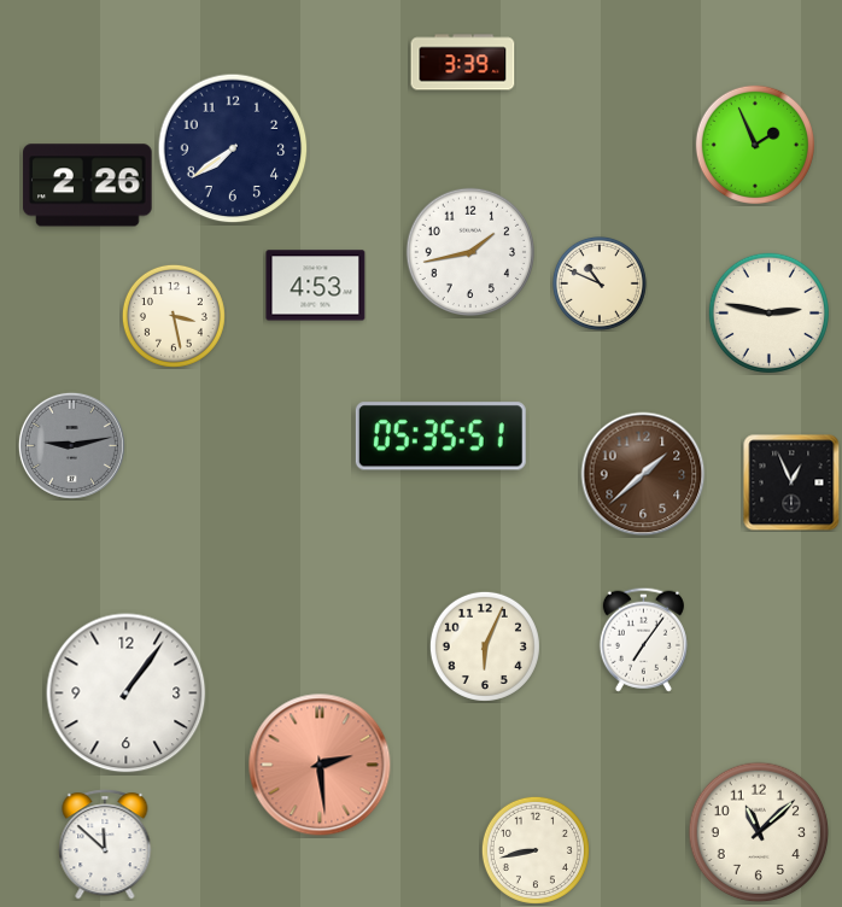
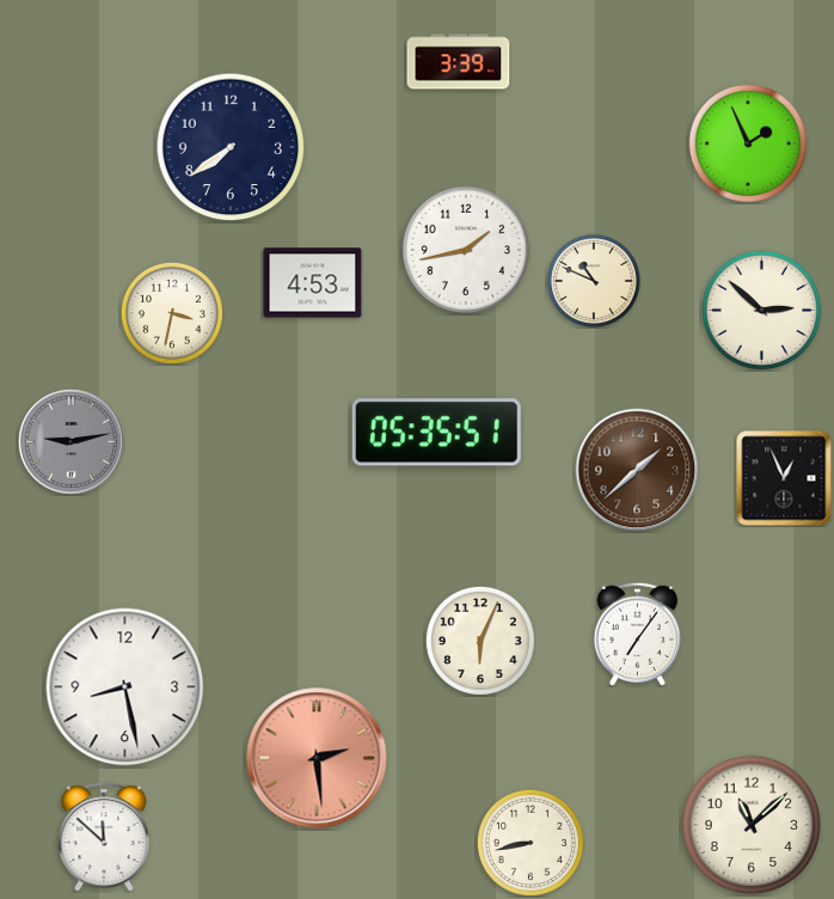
clock at (88, 186): 2:26 -> none
clock at (768, 312): 2:47 -> 2:52
clock at (174, 316): 3:28 -> 3:32
clock at (127, 694): 1:06 -> 8:28
